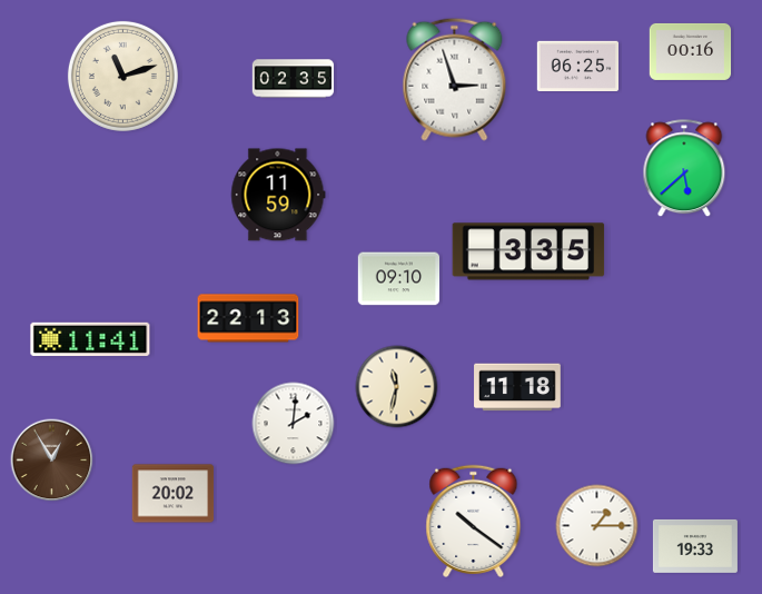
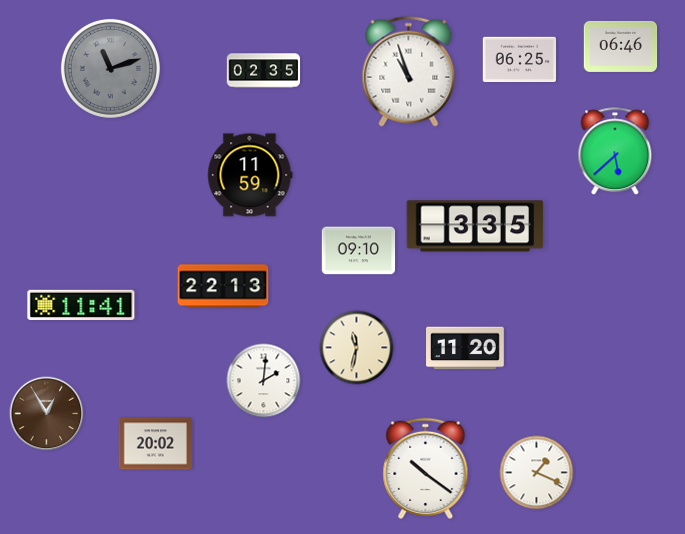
clock at (691, 51): 00:16 -> 06:46
clock at (122, 76) dial: cream -> grey
clock at (455, 79): 2:57 -> 10:57
clock at (517, 387): 11:18 -> 11:20
clock at (597, 526): 1:15 -> 1:19
clock at (695, 546): 19:33 -> none
